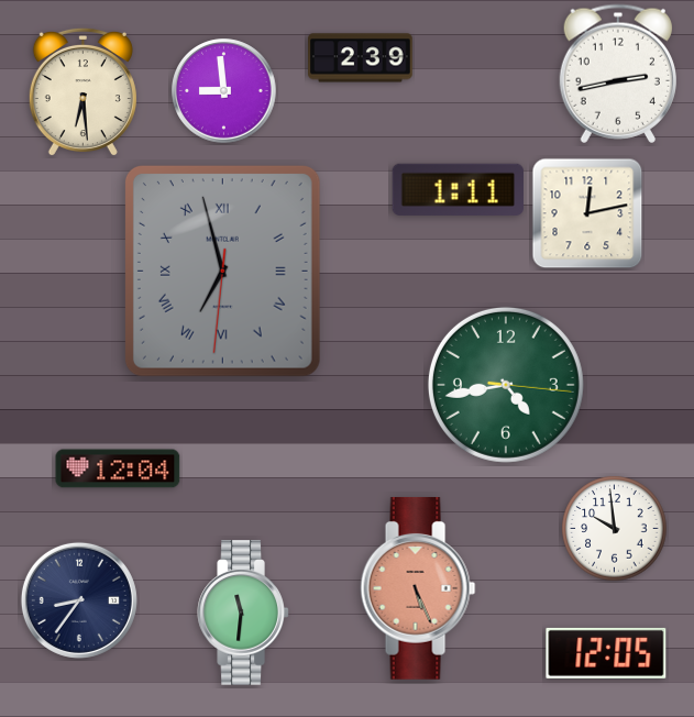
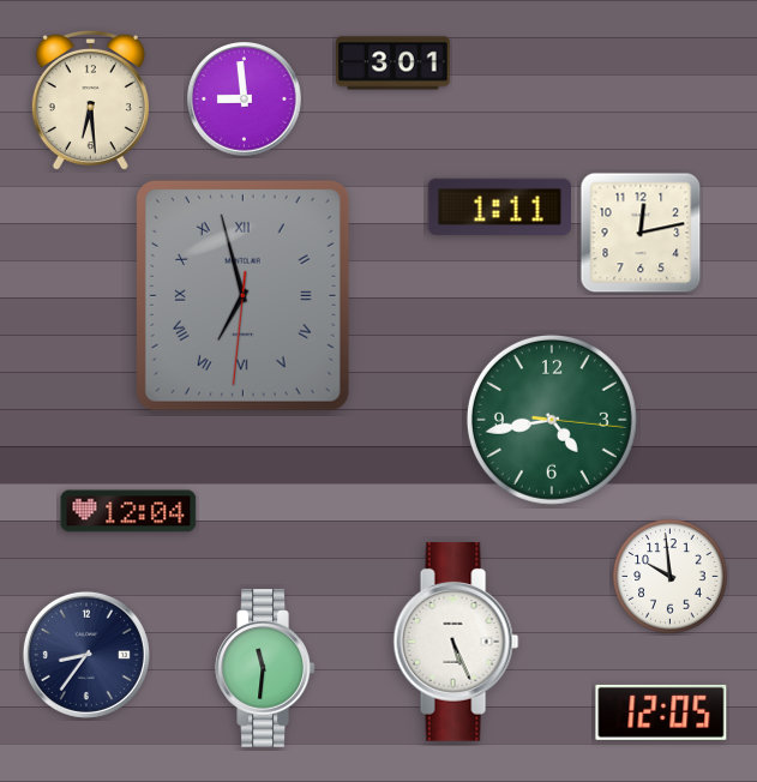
clock at (361, 58): 2:39 -> 3:01
clock at (618, 74): 2:43 -> none
clock at (418, 588) dial: salmon -> white
